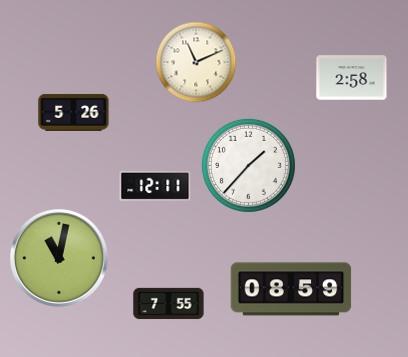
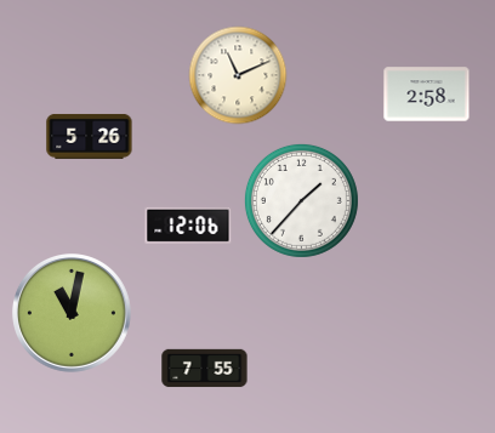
clock at (155, 186): 12:11 -> 12:06
clock at (291, 289): 08:59 -> none
